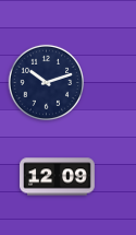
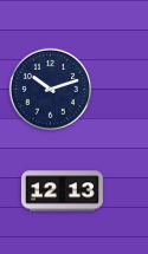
clock at (58, 177): 12:09 -> 12:13
